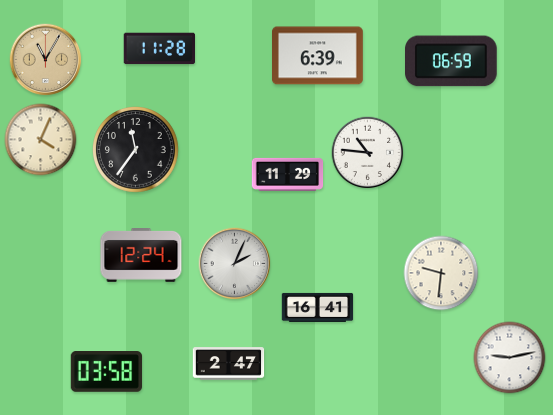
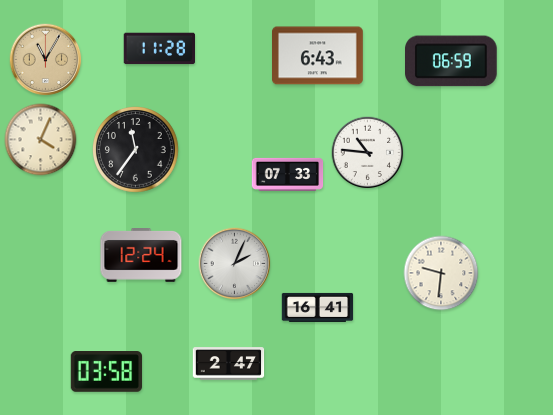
clock at (318, 56): 6:39 -> 6:43
clock at (288, 174): 11:29 -> 07:33
clock at (510, 358): 9:13 -> none
